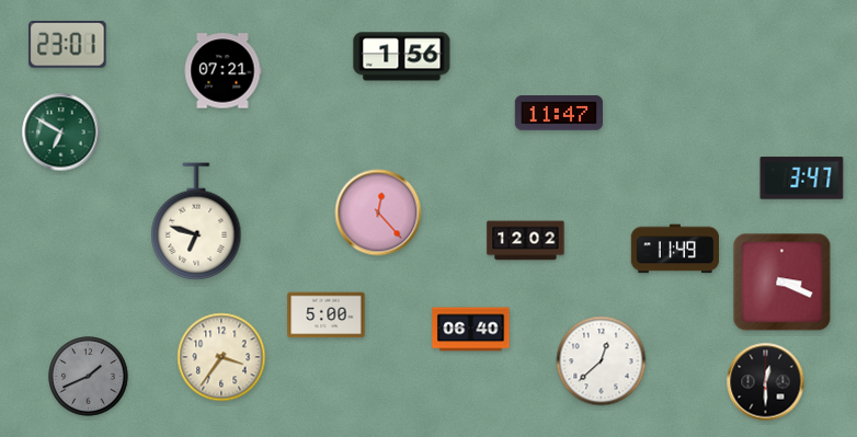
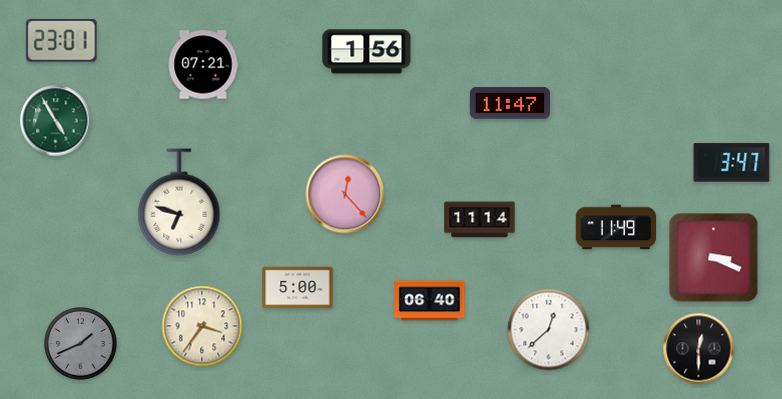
clock at (61, 133): 6:50 -> 4:55
clock at (526, 241): 12:02 -> 11:14
